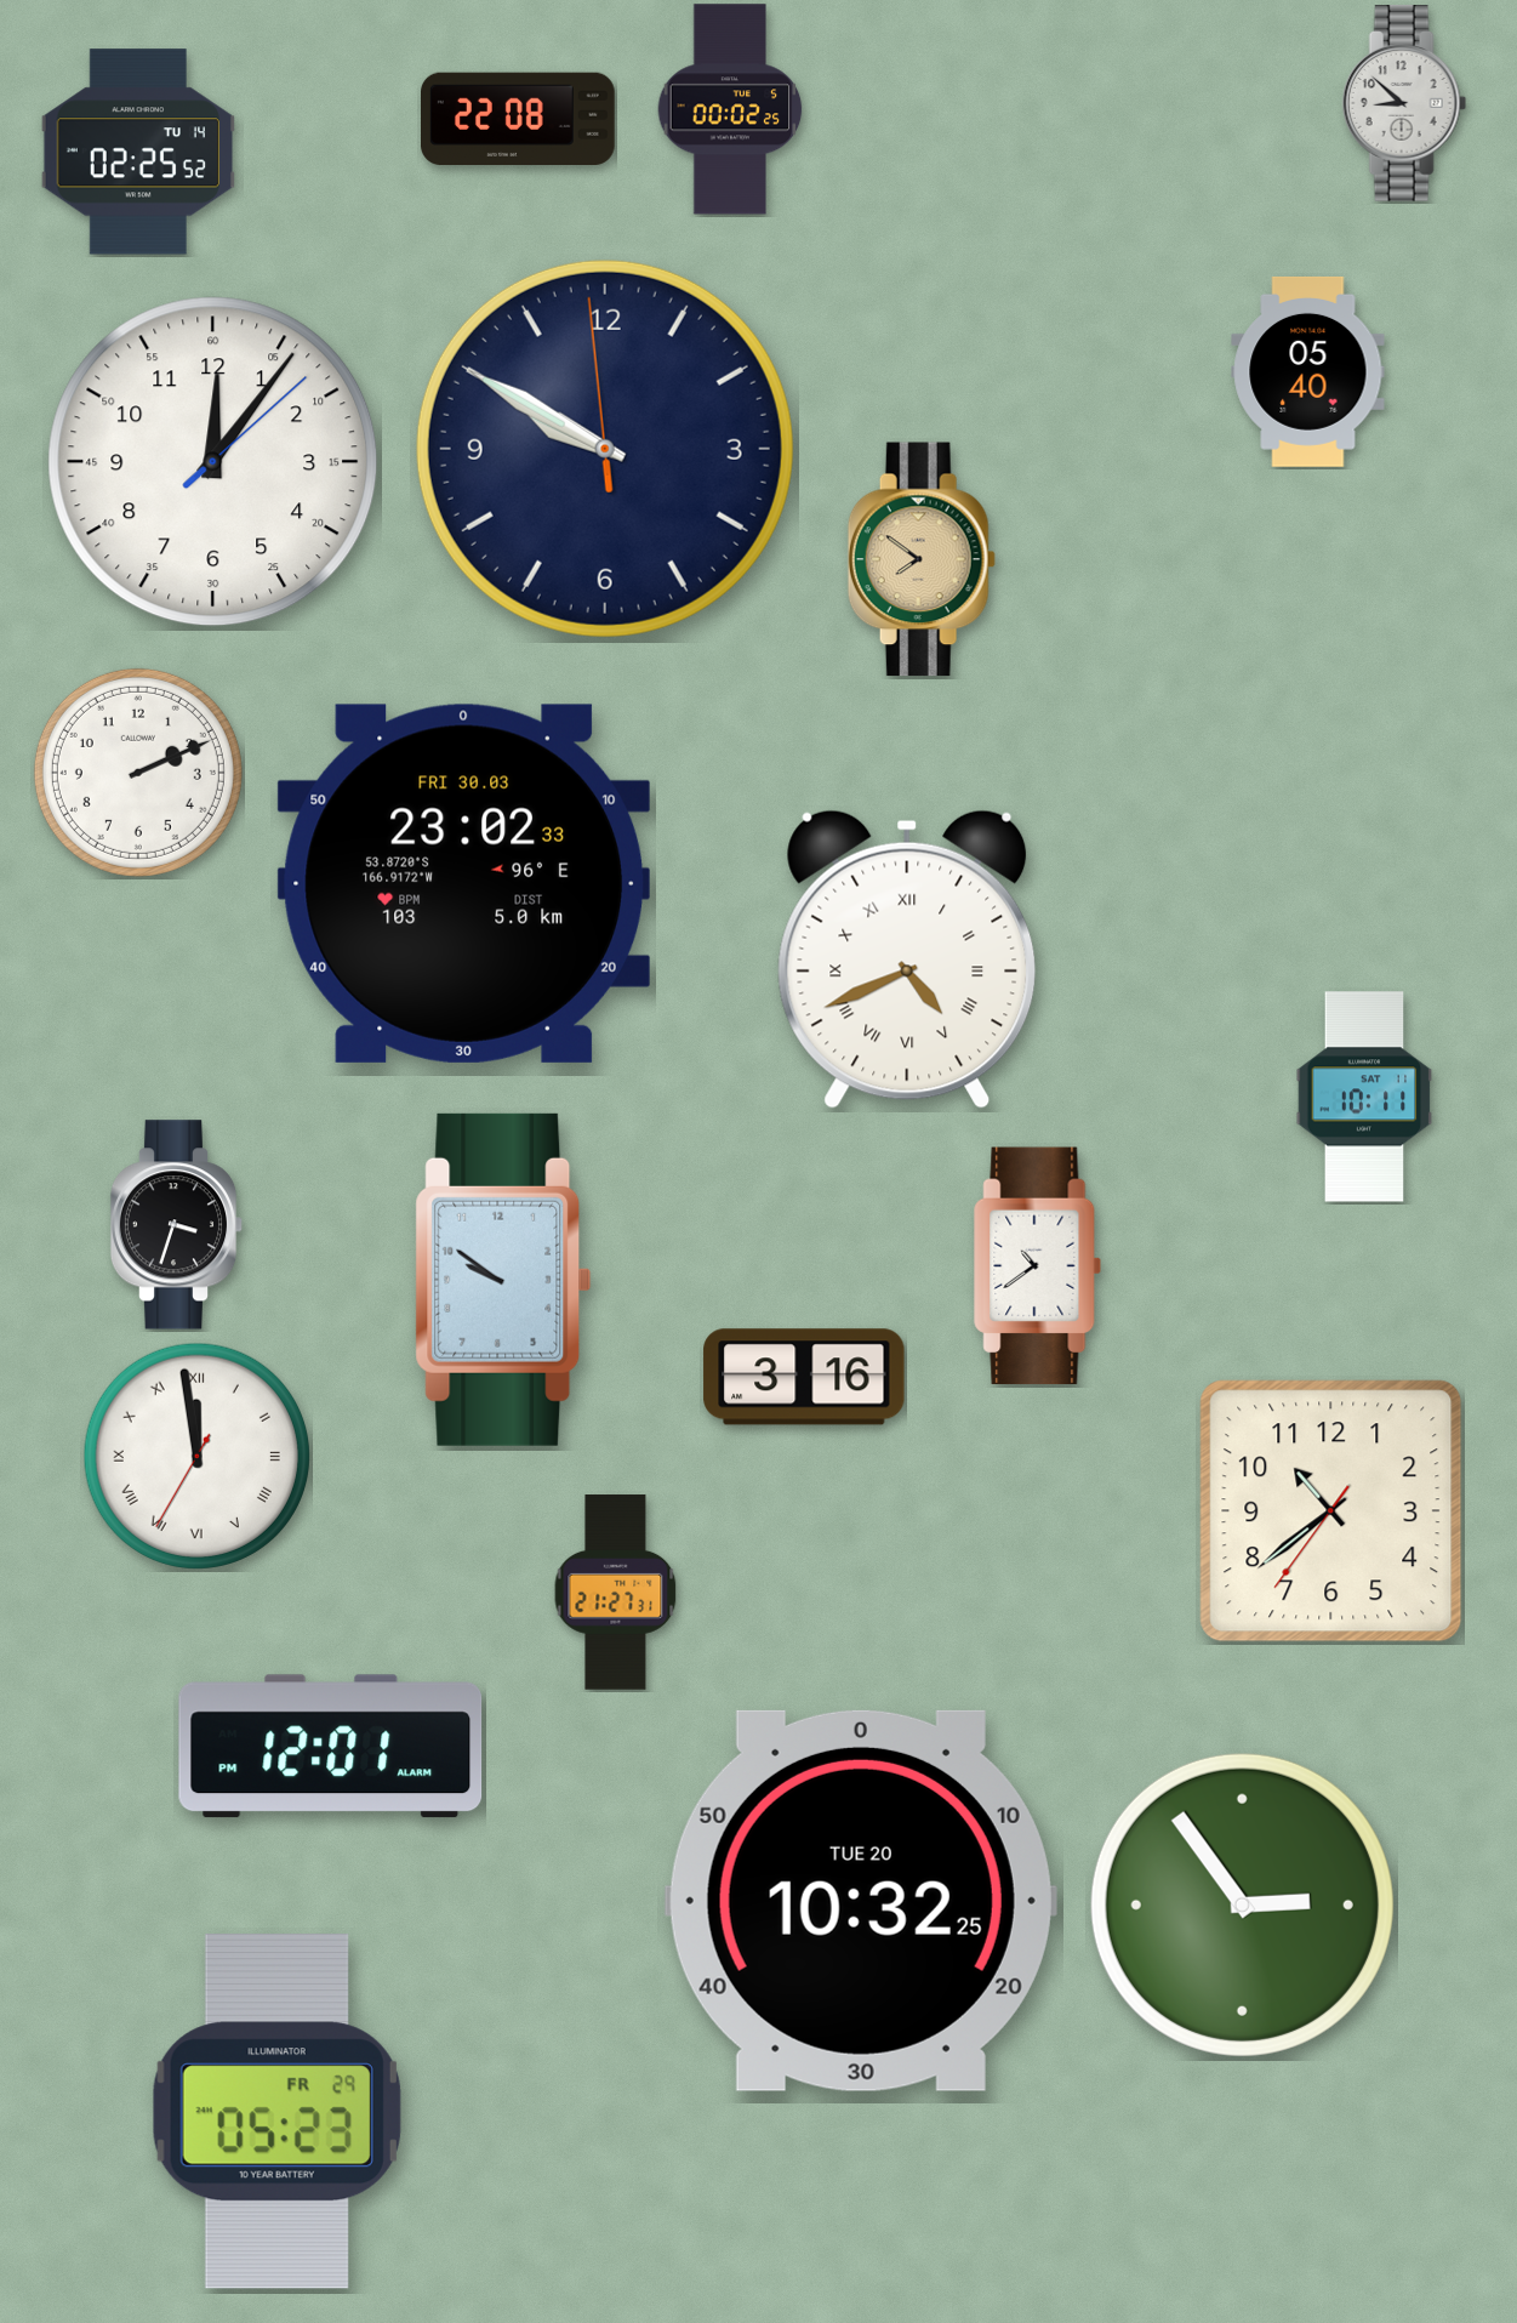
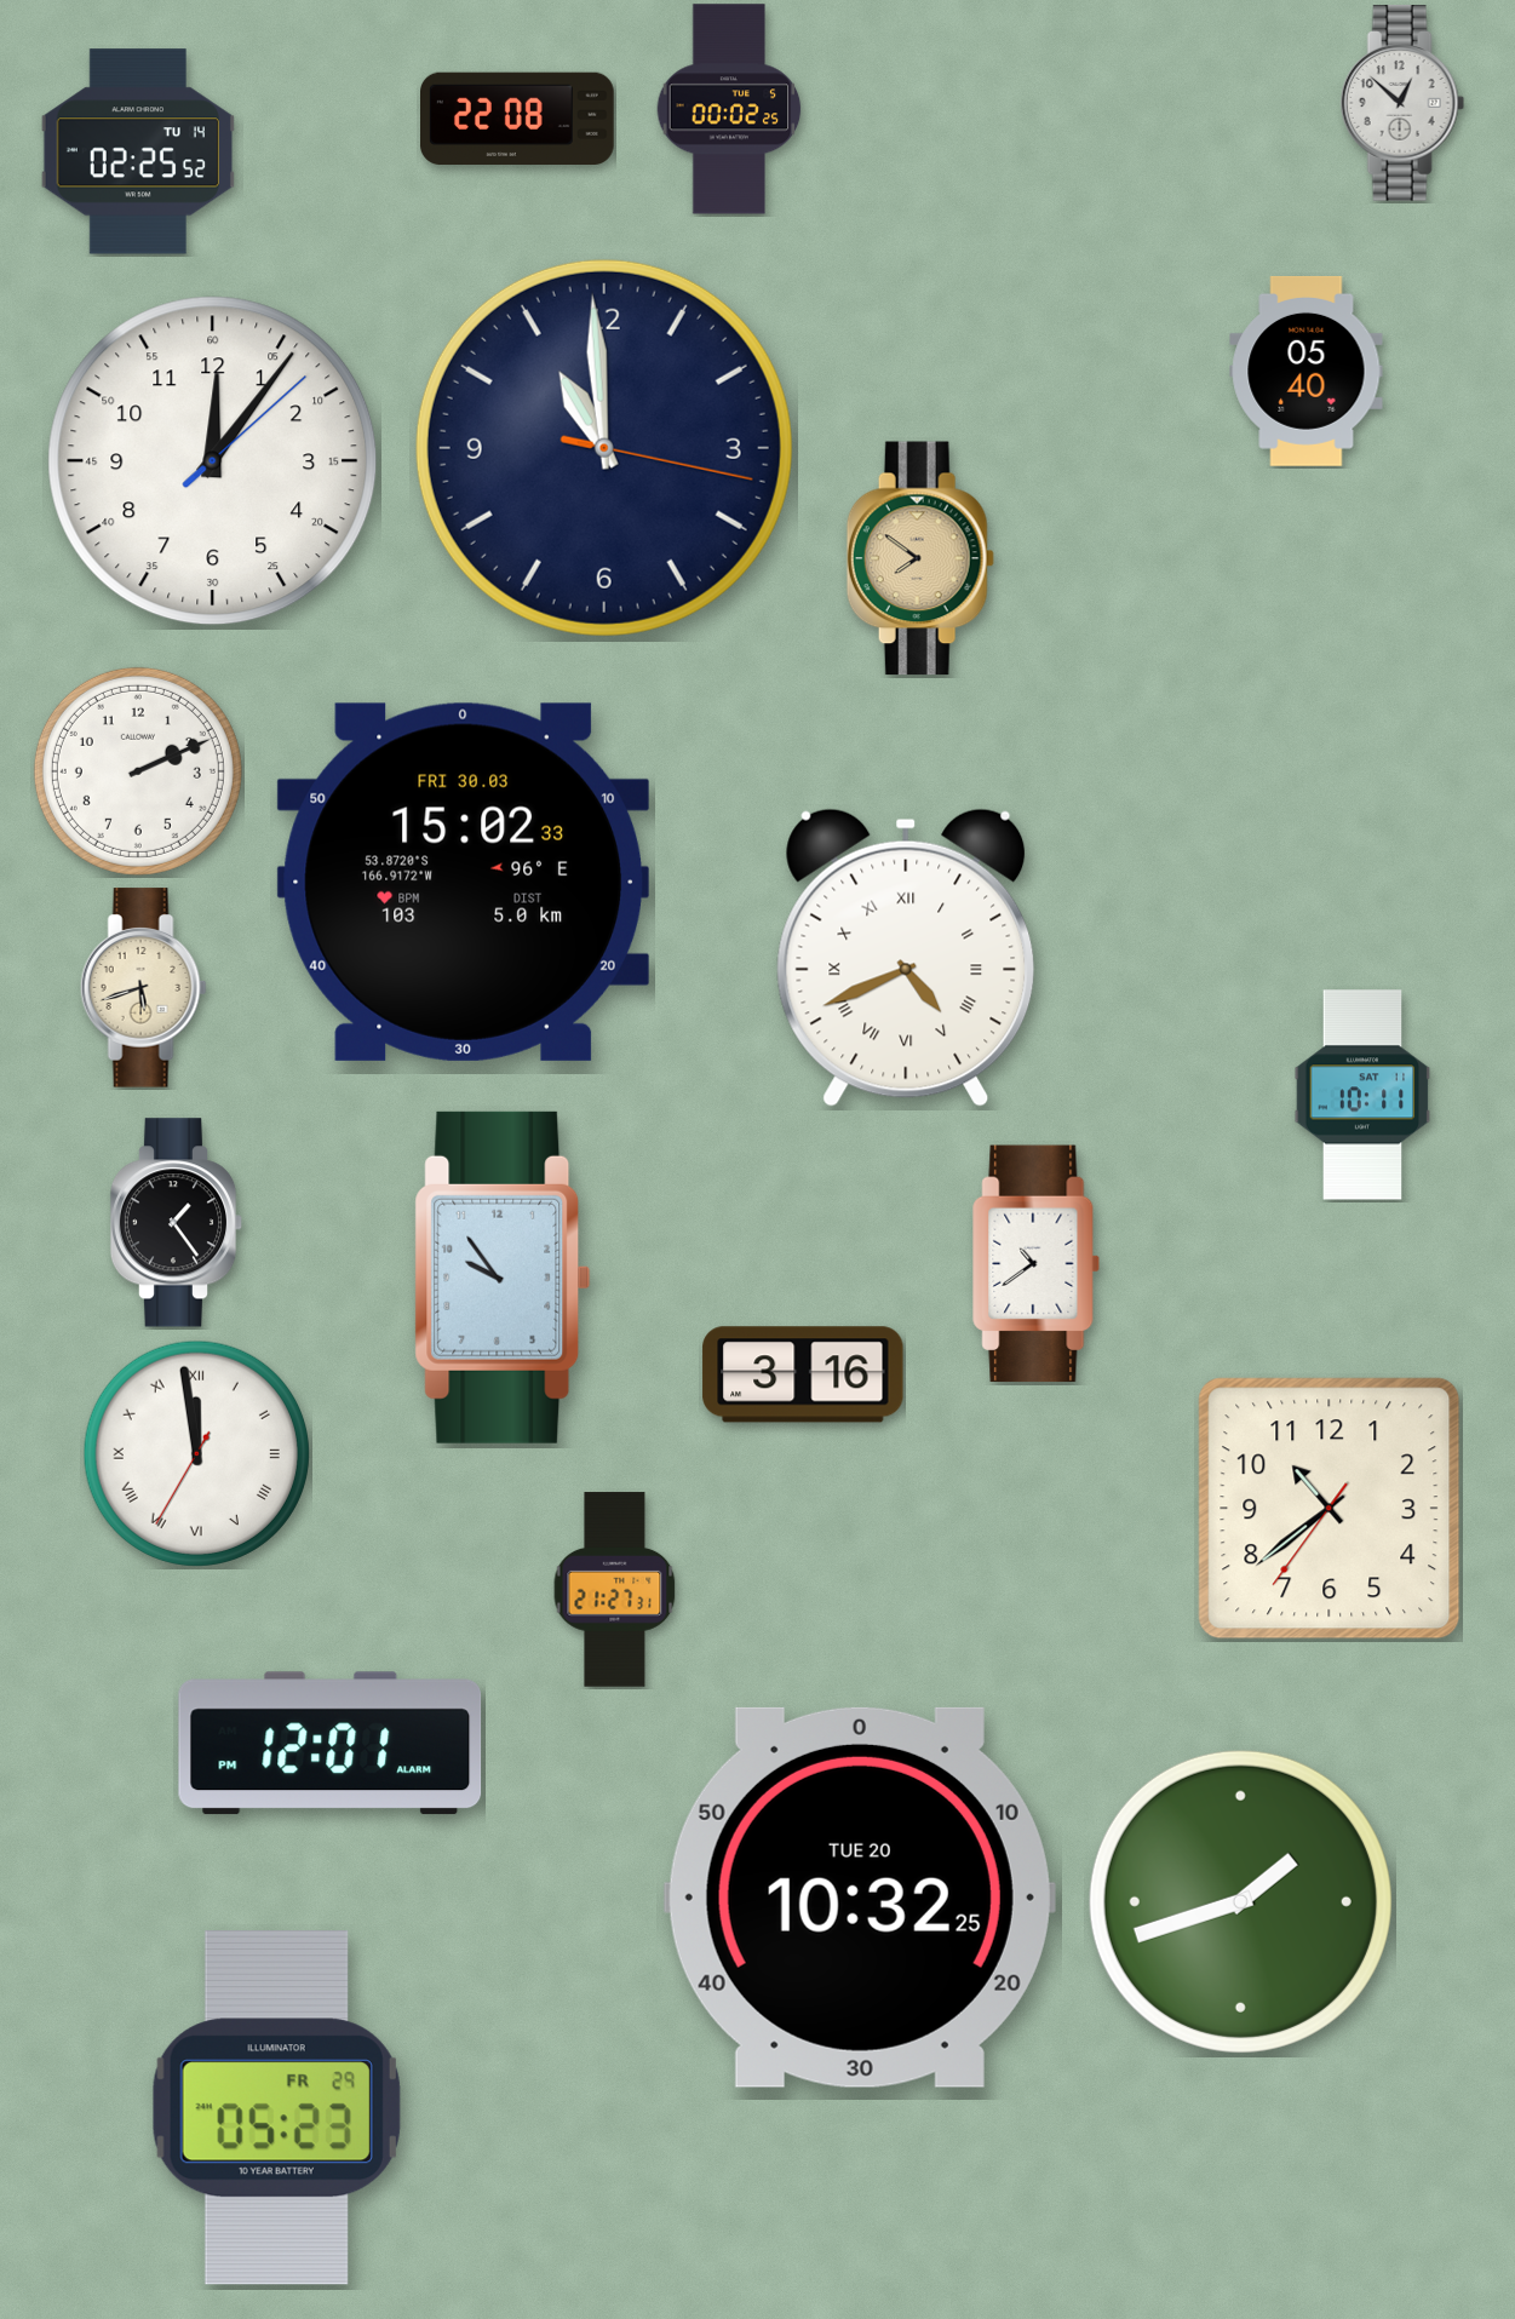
clock at (1404, 103): 8:52 -> 12:52
clock at (605, 449): 9:49 -> 10:59
clock at (463, 883): 23:02 -> 15:02
clock at (143, 988): none -> 5:42
clock at (177, 1225): 3:33 -> 1:24
clock at (503, 1280): 9:51 -> 9:54
clock at (1242, 1904): 2:54 -> 1:42
